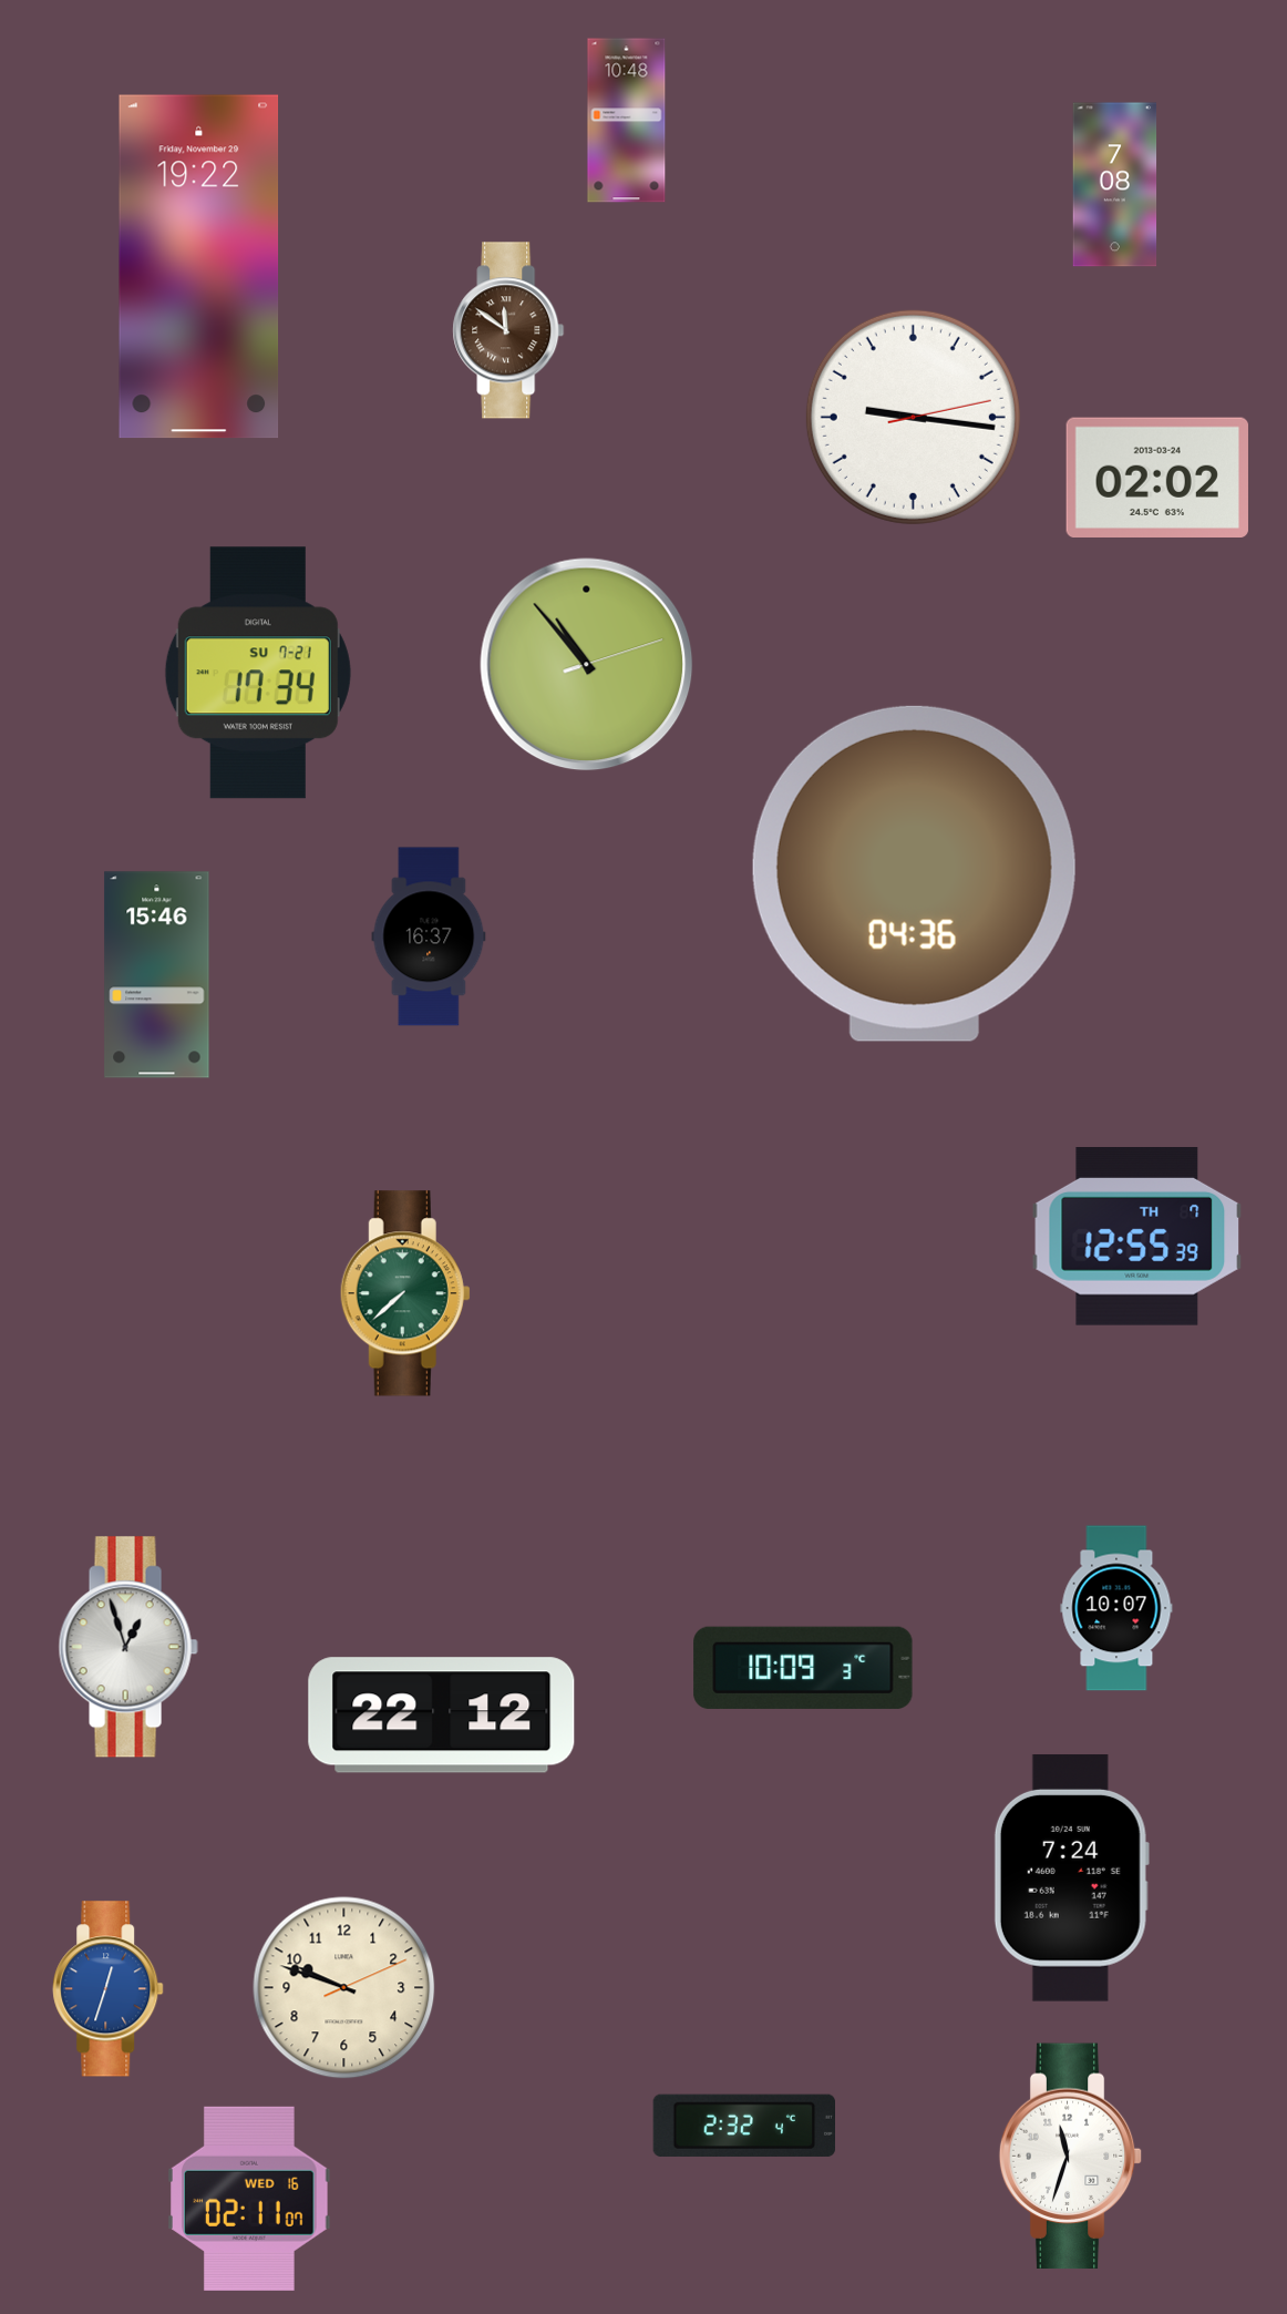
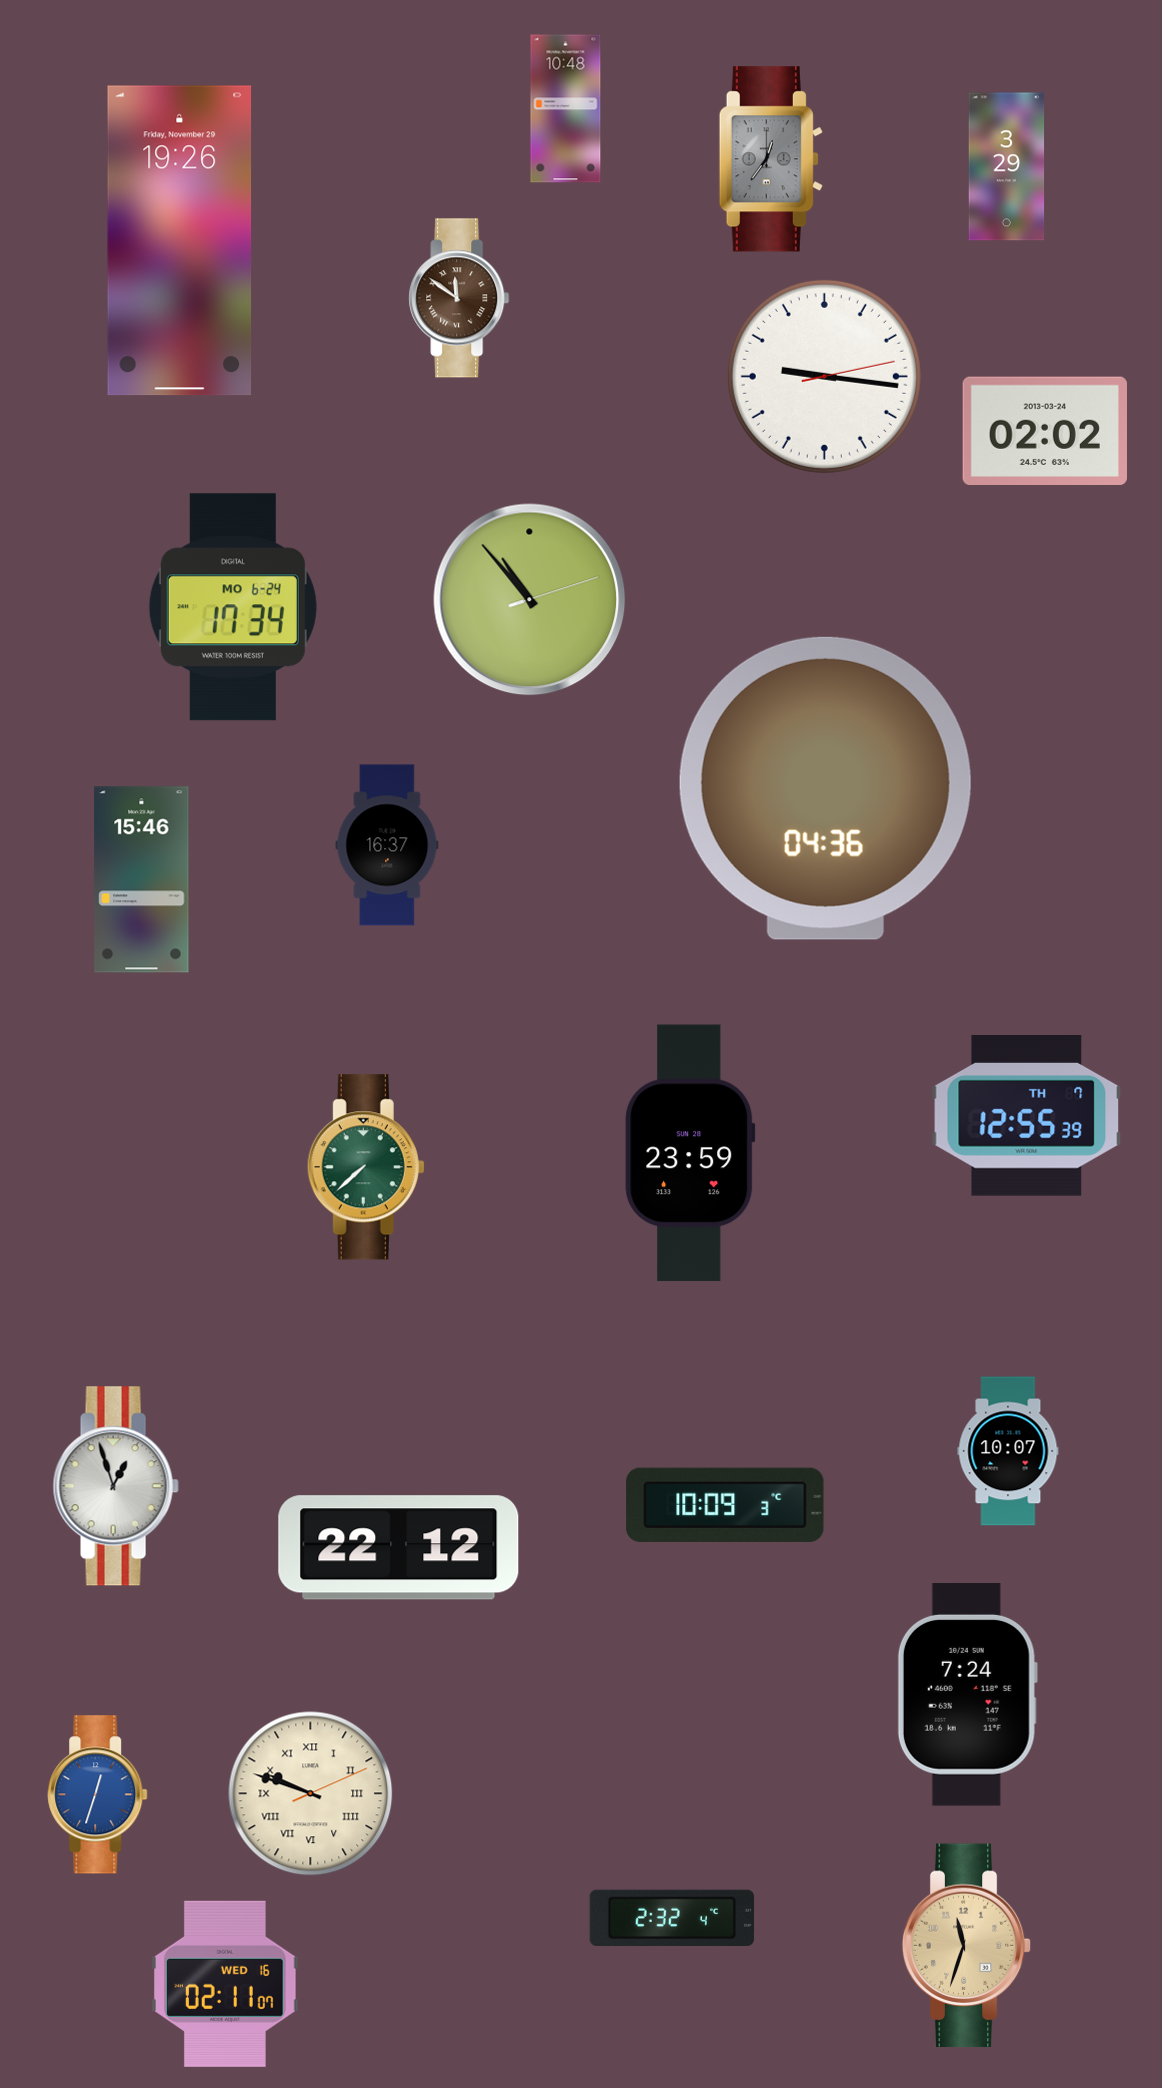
clock at (771, 159): none -> 12:36
clock at (1115, 185): 7:08 -> 3:29
clock at (199, 267): 19:22 -> 19:26
clock at (258, 673) date: SU 7-21 -> MO 6-24
clock at (690, 1153): none -> 23:59
clock at (344, 1988) numerals: Arabic -> Roman
clock at (1071, 2157) dial: white -> champagne
